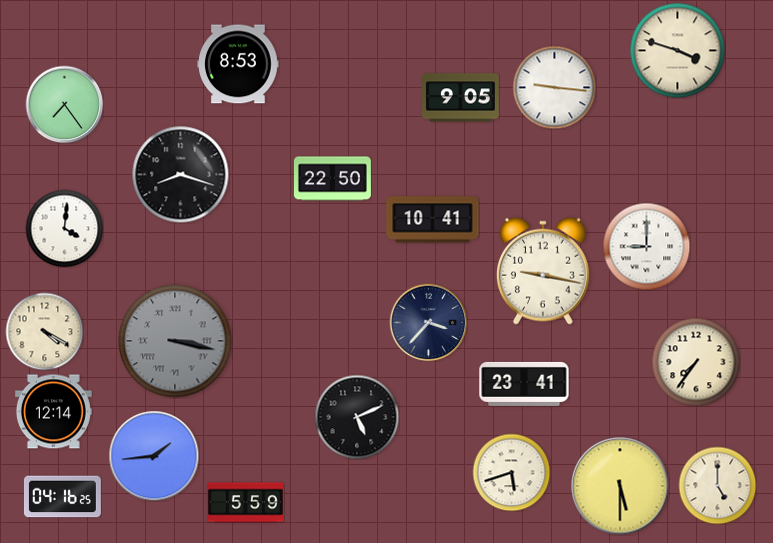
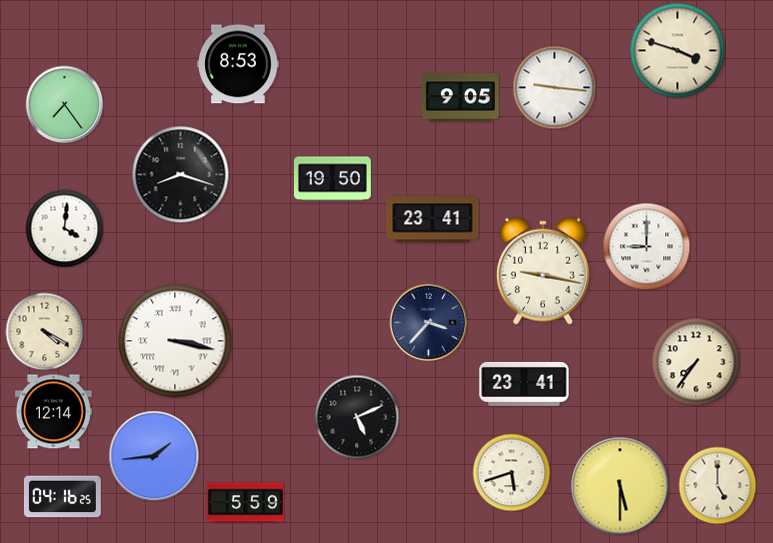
clock at (332, 179): 22:50 -> 19:50
clock at (433, 220): 10:41 -> 23:41
clock at (175, 341) dial: grey -> white
